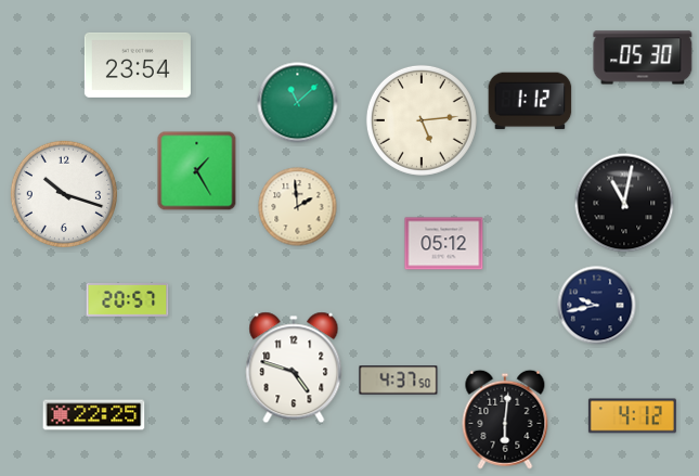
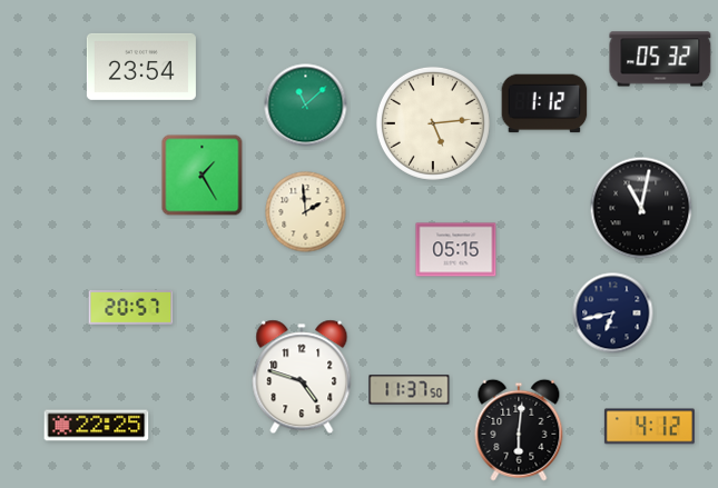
clock at (643, 57): 05:30 -> 05:32
clock at (64, 194): 10:18 -> none
clock at (444, 244): 05:12 -> 05:15
clock at (597, 306): 9:43 -> 6:43
clock at (399, 381): 4:37 -> 11:37
